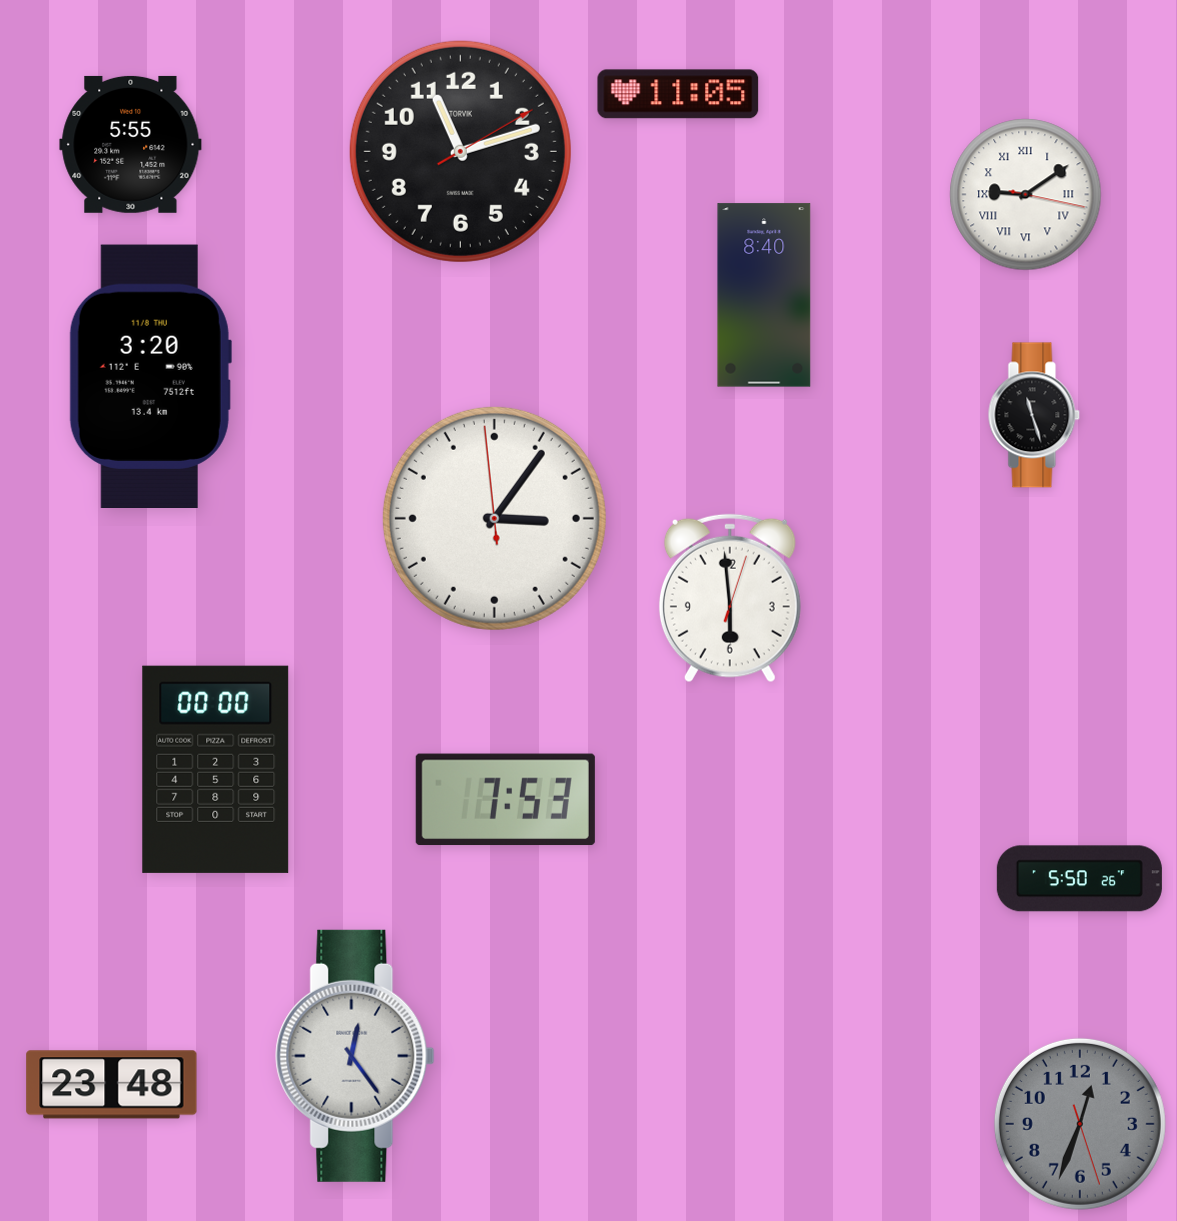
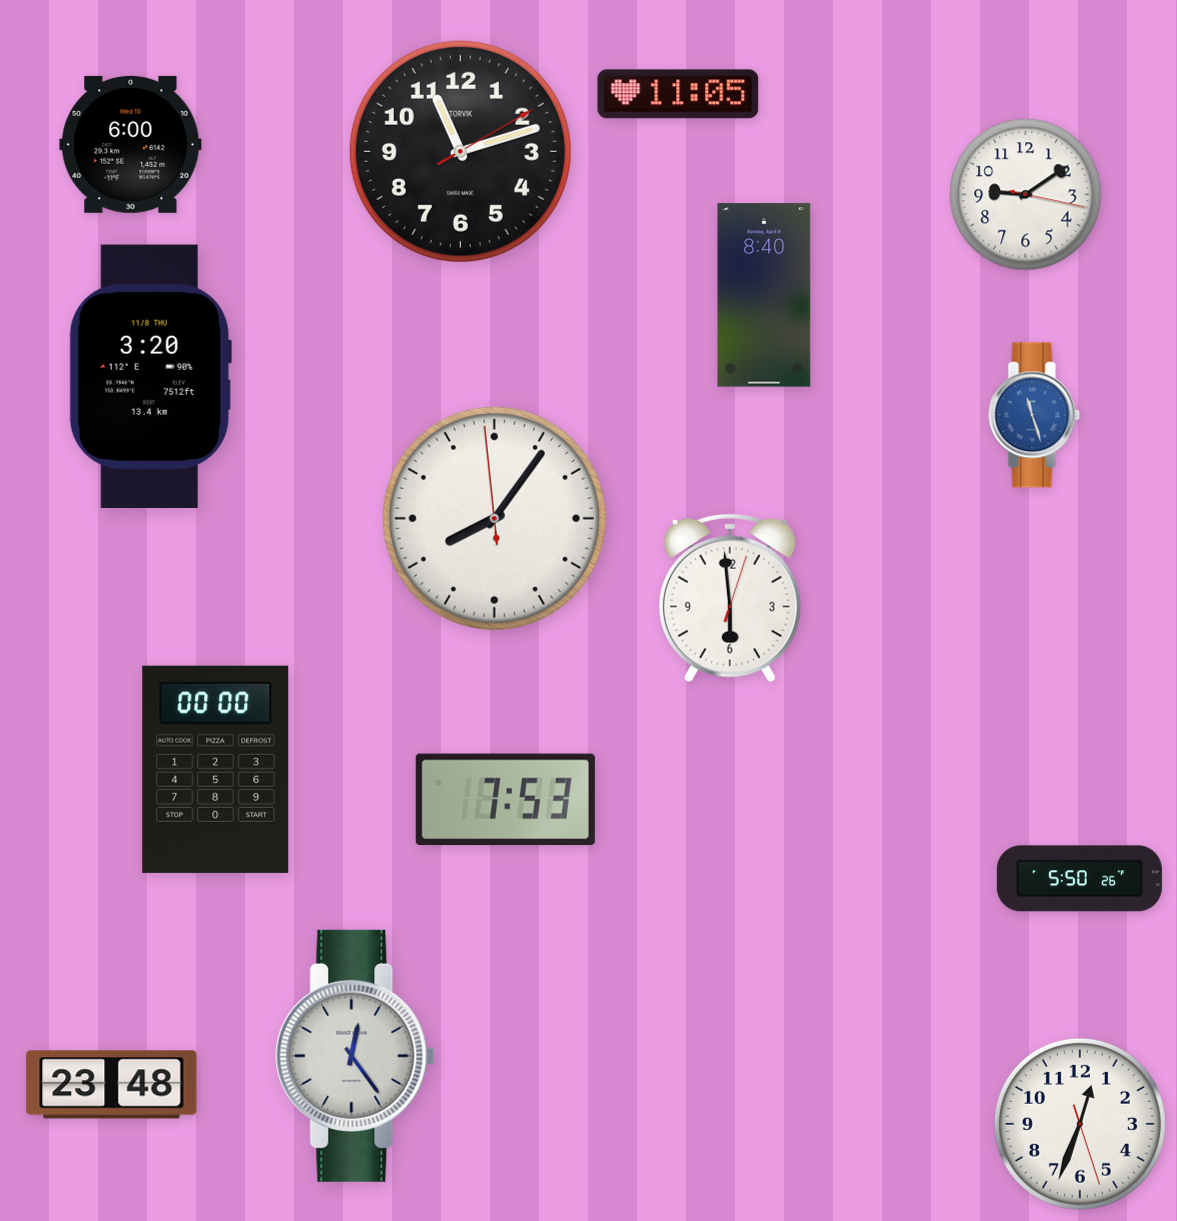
clock at (131, 144): 5:55 -> 6:00
clock at (1026, 195) numerals: Roman -> Arabic
clock at (1034, 415) dial: black -> blue
clock at (494, 518): 3:05 -> 8:05
clock at (1080, 1124) dial: grey -> white
